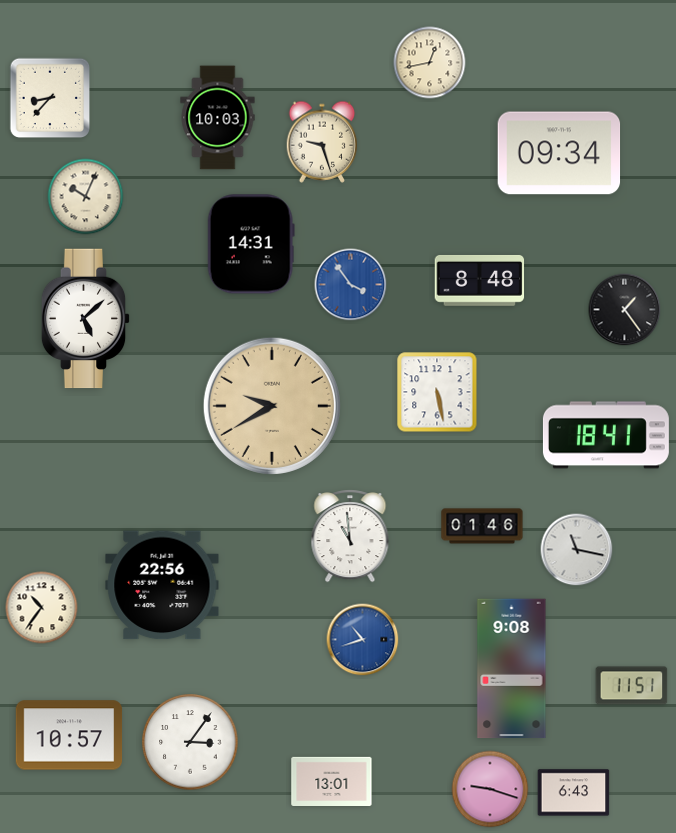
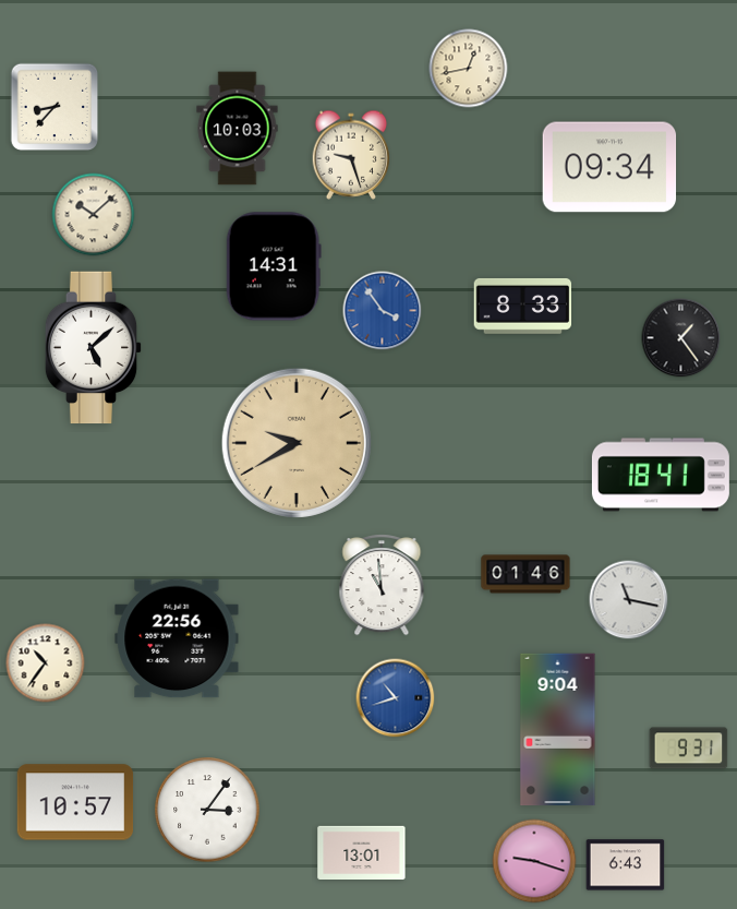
clock at (86, 197): 10:04 -> 10:08
clock at (480, 280): 8:48 -> 8:33
clock at (437, 392): 5:28 -> none
clock at (512, 669): 9:08 -> 9:04
clock at (632, 686): 11:51 -> 9:31
